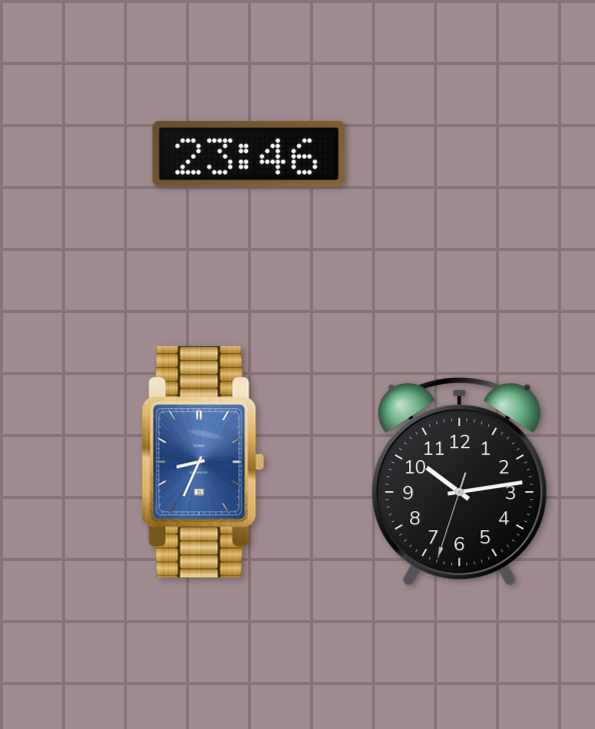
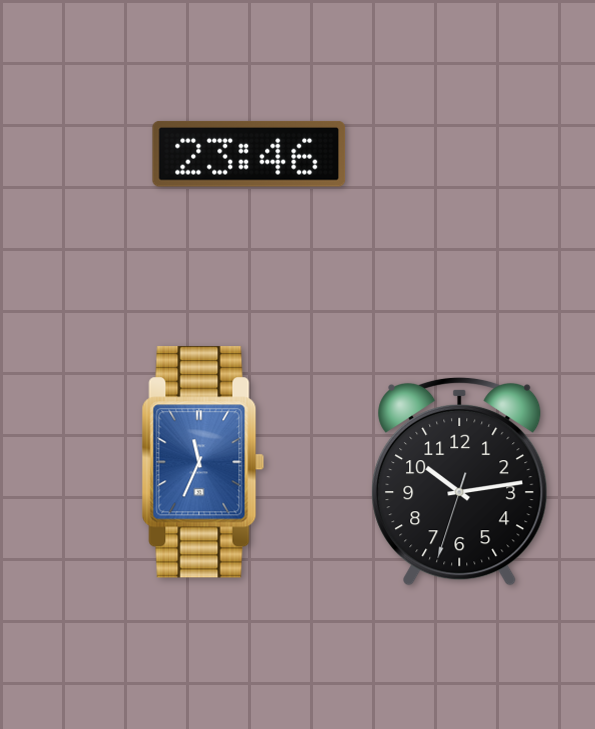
clock at (203, 462): 8:34 -> 11:34
